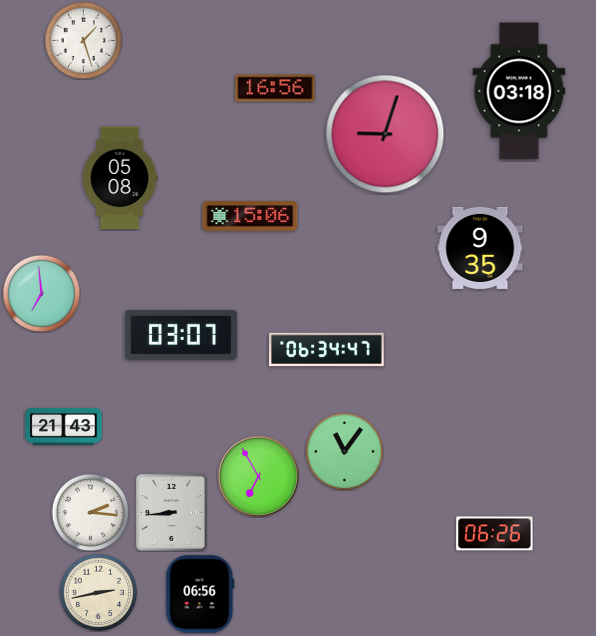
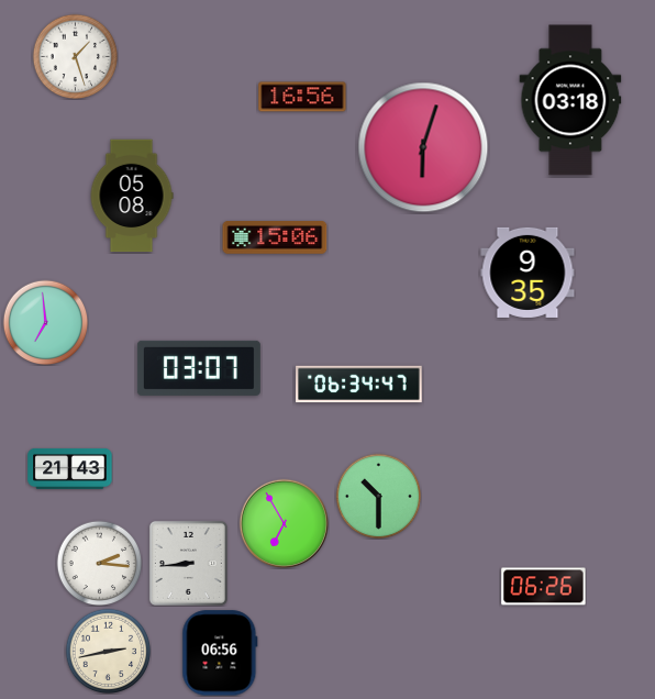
clock at (83, 40) position: (83, 40) -> (75, 56)
clock at (385, 134): 9:03 -> 6:03
clock at (344, 451): 11:06 -> 10:30
